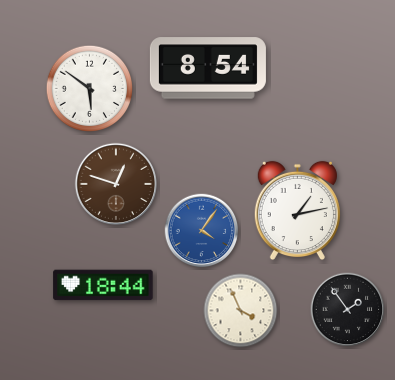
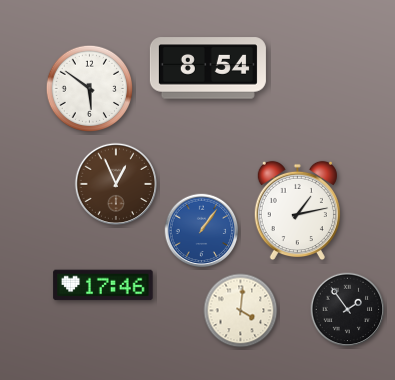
clock at (115, 183): 12:48 -> 12:56
clock at (202, 231): 4:06 -> 1:06
clock at (103, 285): 18:44 -> 17:46
clock at (241, 311): 3:56 -> 4:01
